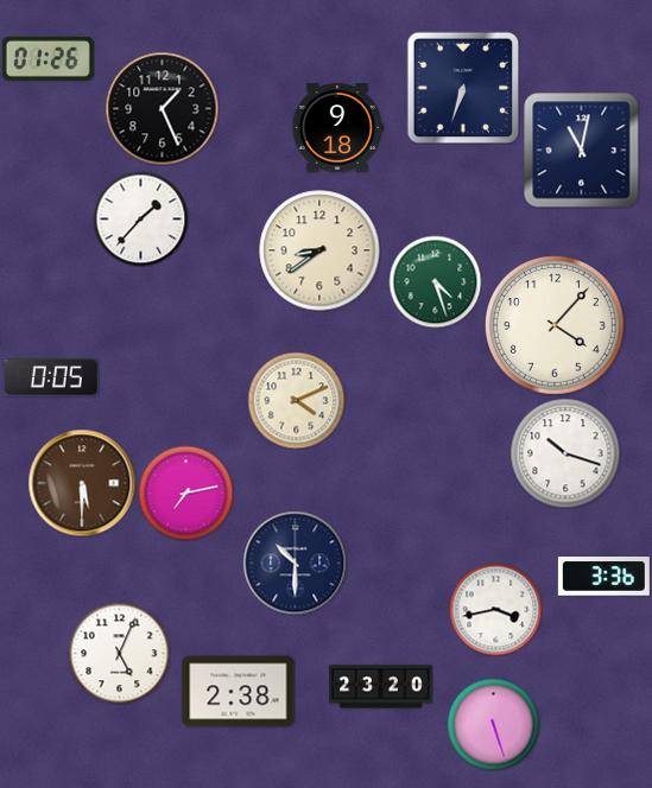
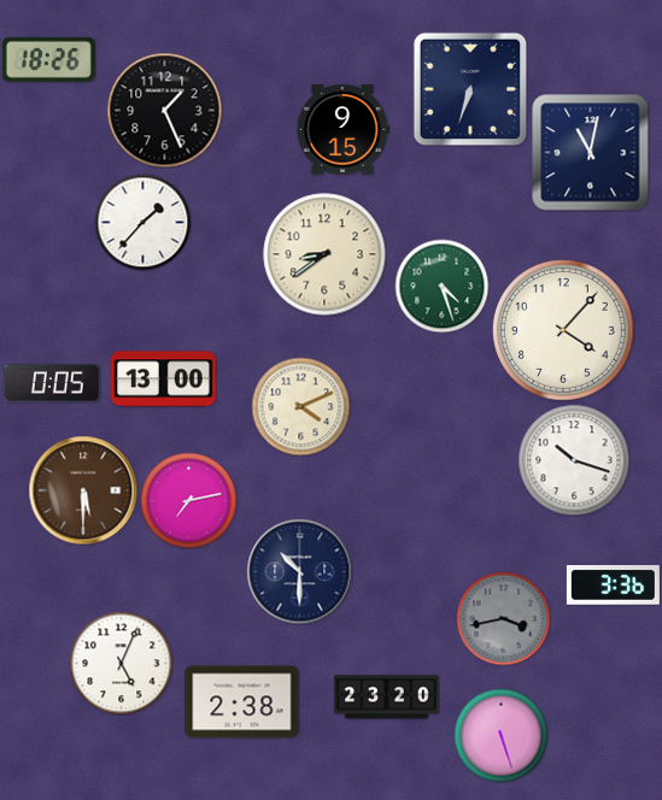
clock at (48, 58): 01:26 -> 18:26
clock at (337, 128): 9:18 -> 9:15
clock at (164, 380): none -> 13:00
clock at (495, 609) dial: white -> grey
